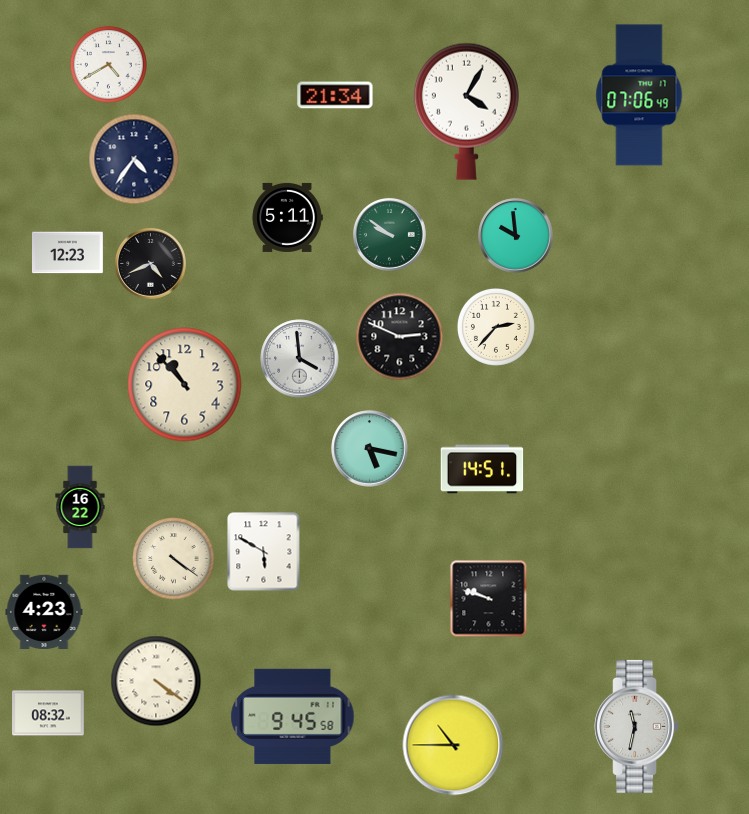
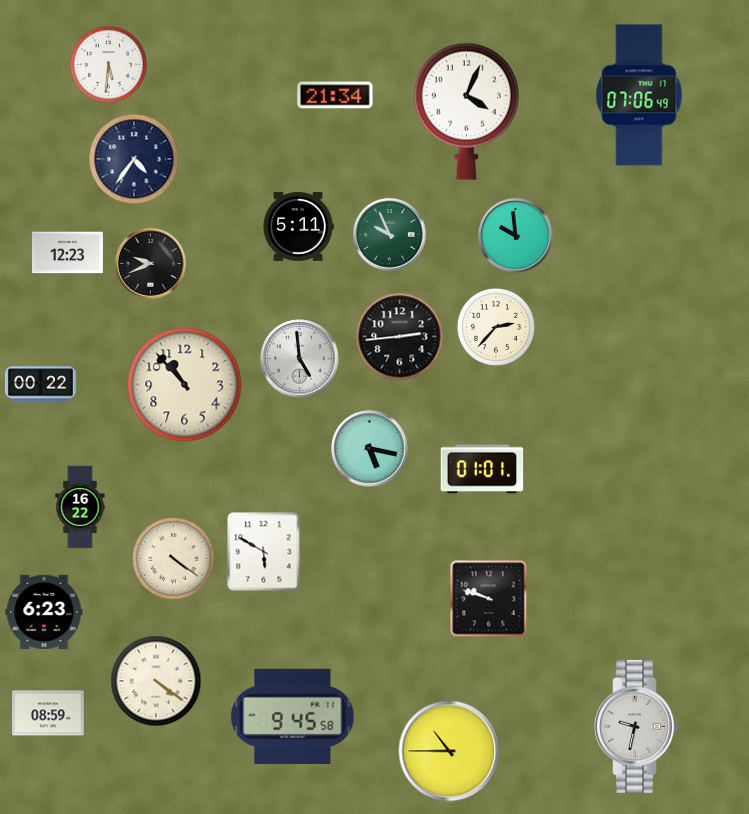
clock at (108, 64): 4:40 -> 5:31
clock at (466, 111): 4:05 -> 4:04
clock at (287, 217) position: (287, 217) -> (298, 226)
clock at (390, 235): 9:51 -> 9:56
clock at (150, 263): 4:41 -> 9:41
clock at (400, 337): 2:49 -> 2:44
clock at (300, 359): 3:59 -> 4:59
clock at (40, 385): none -> 00:22
clock at (482, 469): 14:51 -> 01:01
clock at (44, 611): 4:23 -> 6:23
clock at (48, 713): 08:32 -> 08:59
clock at (637, 726): 11:32 -> 9:32
clock at (453, 745) position: (453, 745) -> (449, 751)
